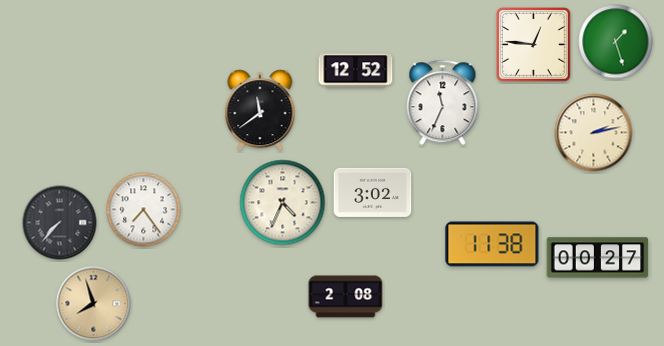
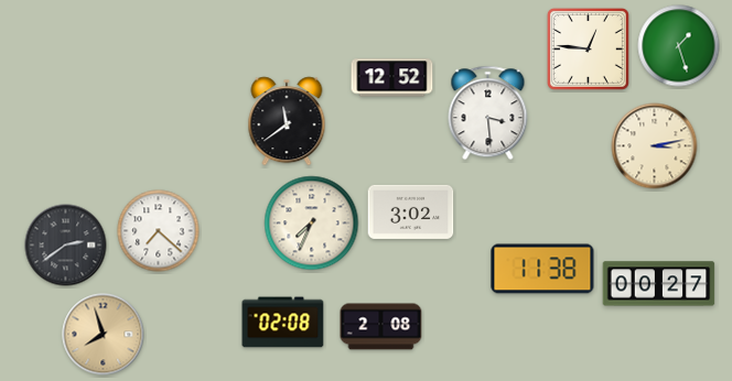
clock at (443, 103): 11:34 -> 3:29
clock at (594, 133): 2:13 -> 3:13
clock at (283, 203): 4:34 -> 7:34
clock at (144, 210): 7:24 -> 7:22
clock at (60, 223): 7:37 -> 2:39
clock at (283, 323): none -> 02:08
